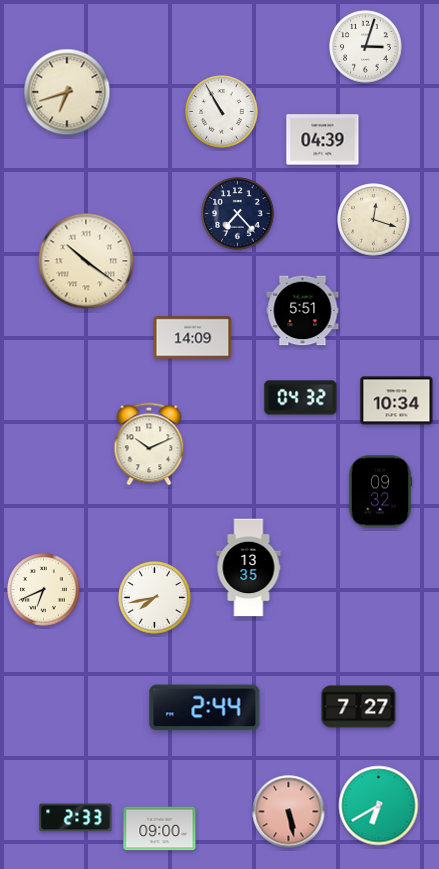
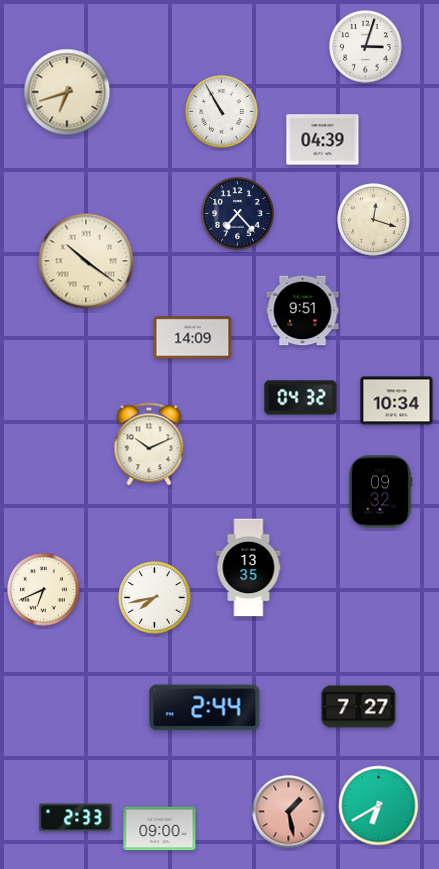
clock at (303, 311): 5:51 -> 9:51
clock at (289, 812): 5:28 -> 1:28
